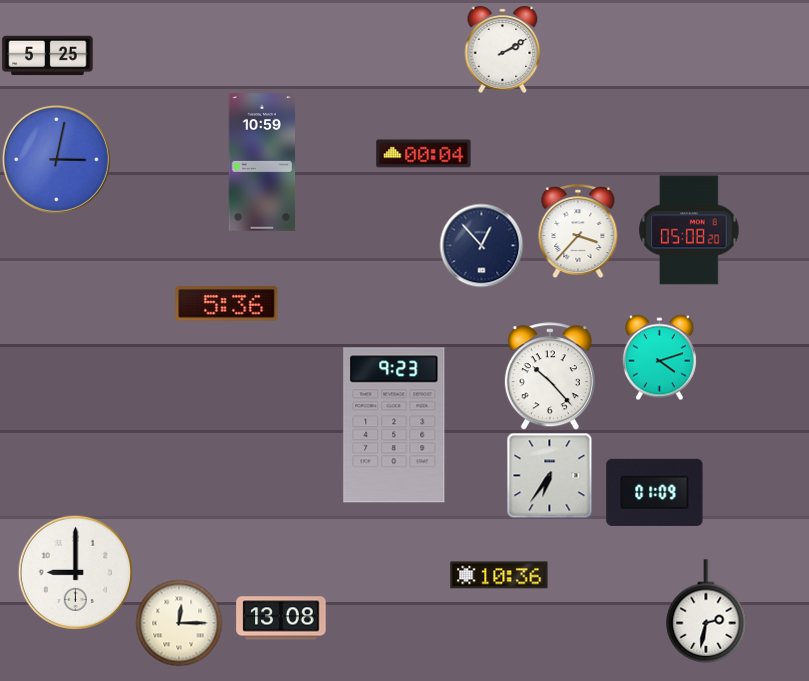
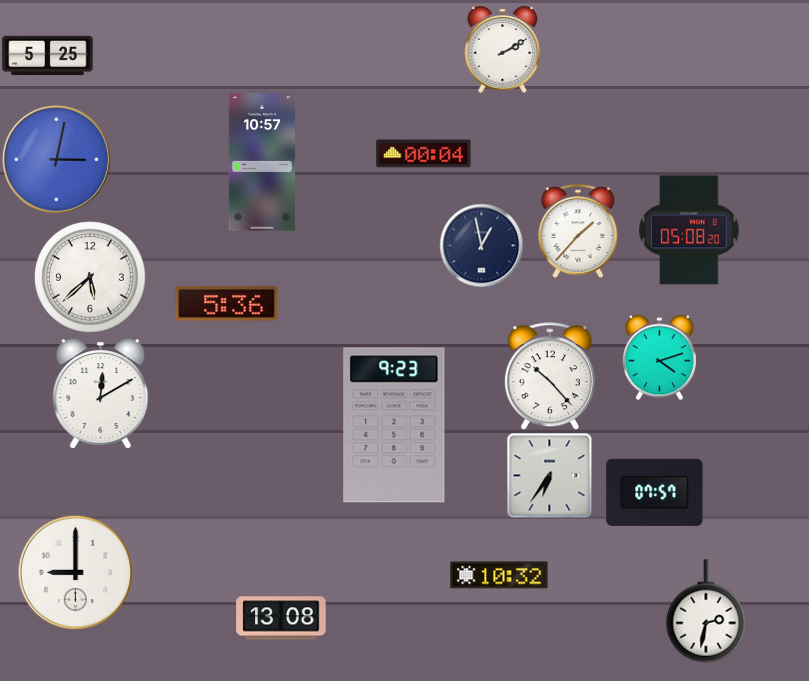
clock at (262, 162): 10:59 -> 10:57
clock at (578, 231): 3:37 -> 1:37
clock at (481, 245): 12:53 -> 12:58
clock at (90, 277): none -> 5:38
clock at (101, 394): none -> 12:10
clock at (655, 492): 01:09 -> 07:57
clock at (499, 575): 10:36 -> 10:32
clock at (179, 623): 12:15 -> none
